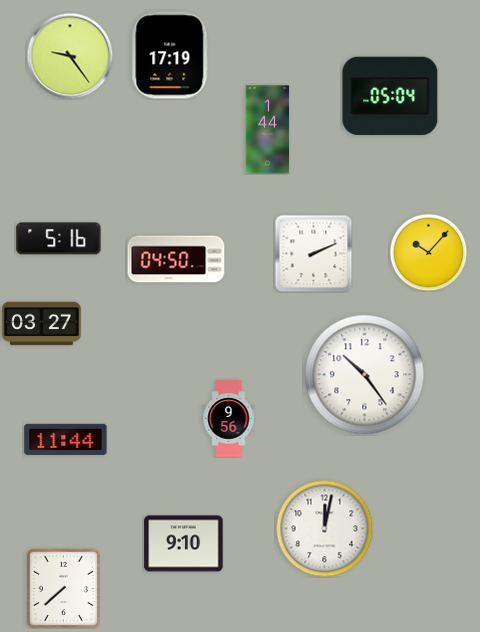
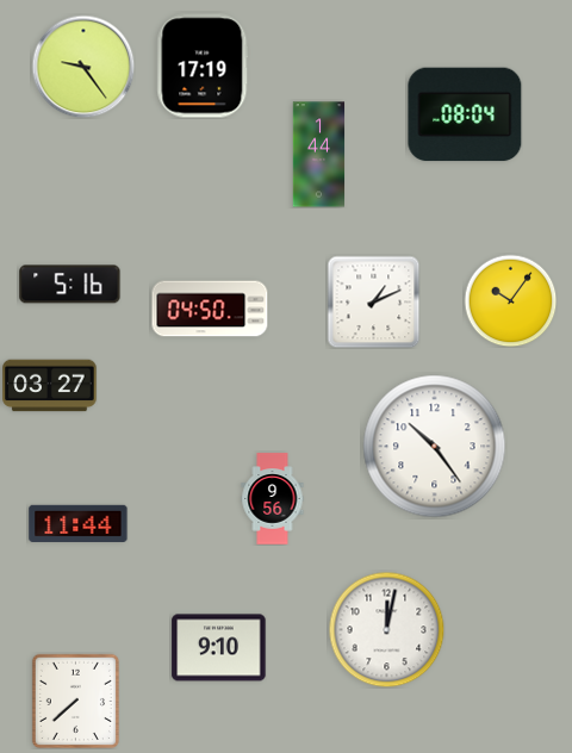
clock at (390, 96): 05:04 -> 08:04
clock at (428, 252): 10:07 -> 10:06
clock at (313, 253): 2:11 -> 1:11
